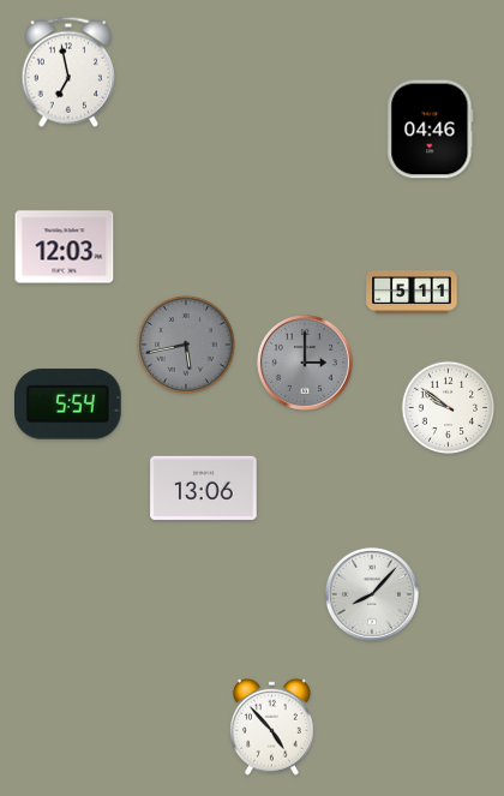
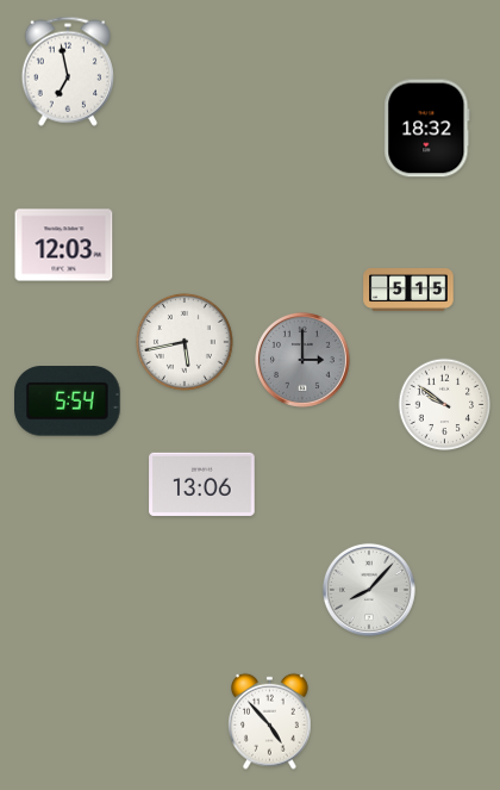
clock at (431, 130): 04:46 -> 18:32
clock at (412, 293): 5:11 -> 5:15
clock at (186, 345) dial: grey -> white
